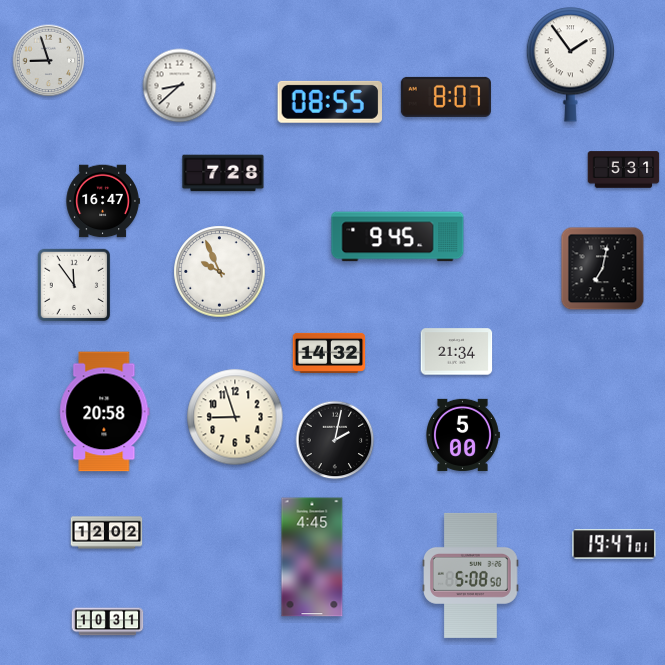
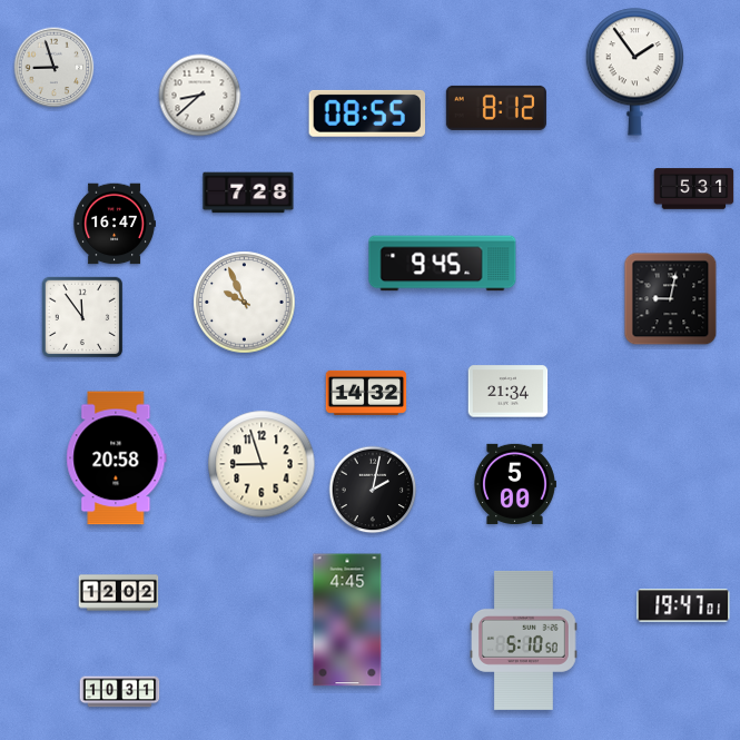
clock at (446, 97): 8:07 -> 8:12
clock at (603, 269): 7:02 -> 9:02
clock at (471, 575): 5:08 -> 5:10
